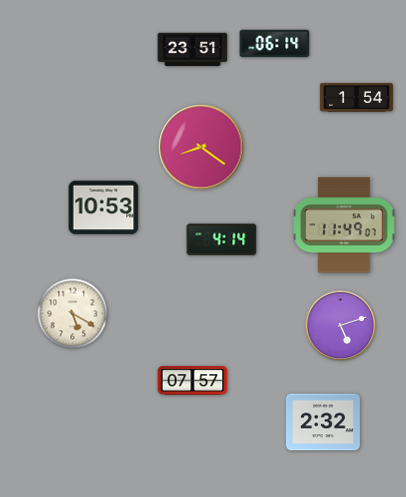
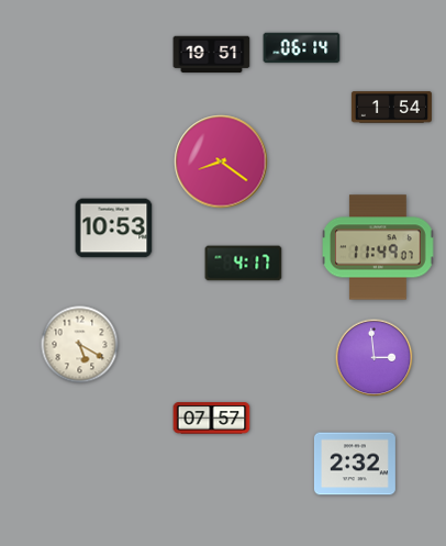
clock at (193, 50): 23:51 -> 19:51
clock at (222, 240): 4:14 -> 4:17
clock at (341, 326): 5:12 -> 2:59
